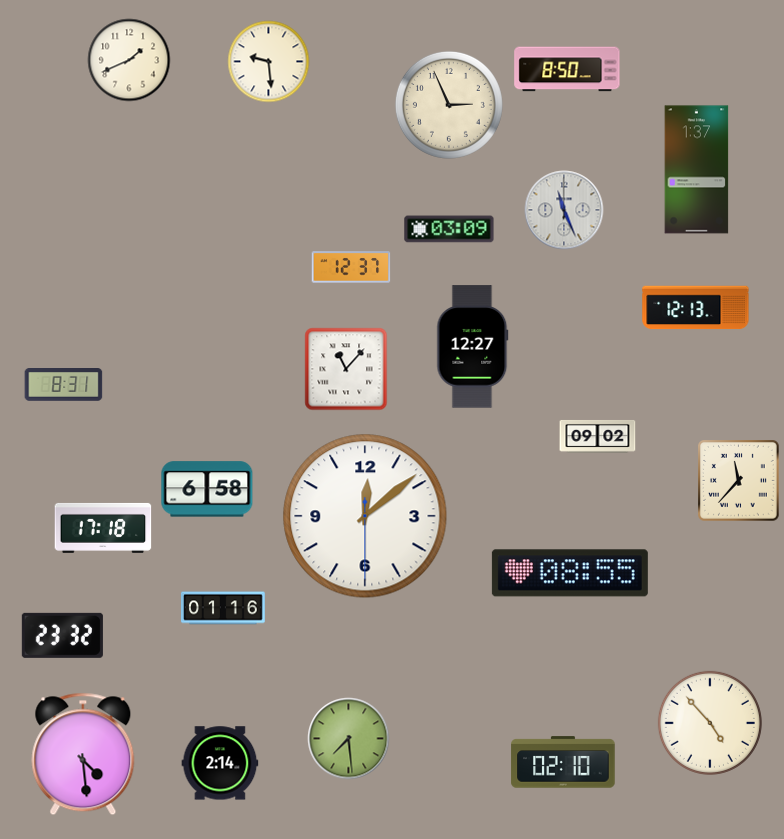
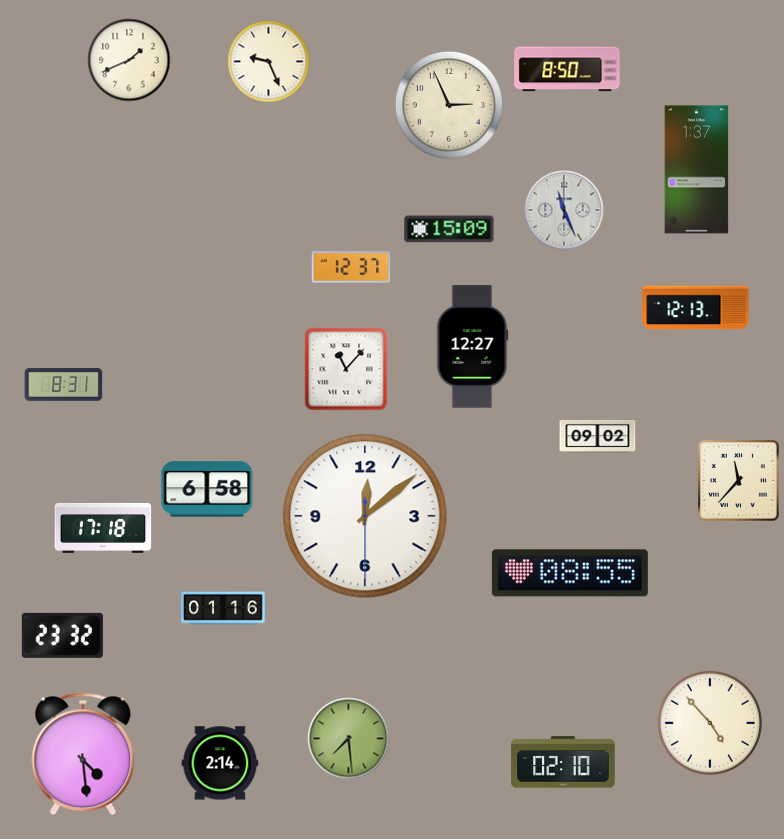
clock at (269, 62): 9:29 -> 9:26
clock at (449, 229): 03:09 -> 15:09
